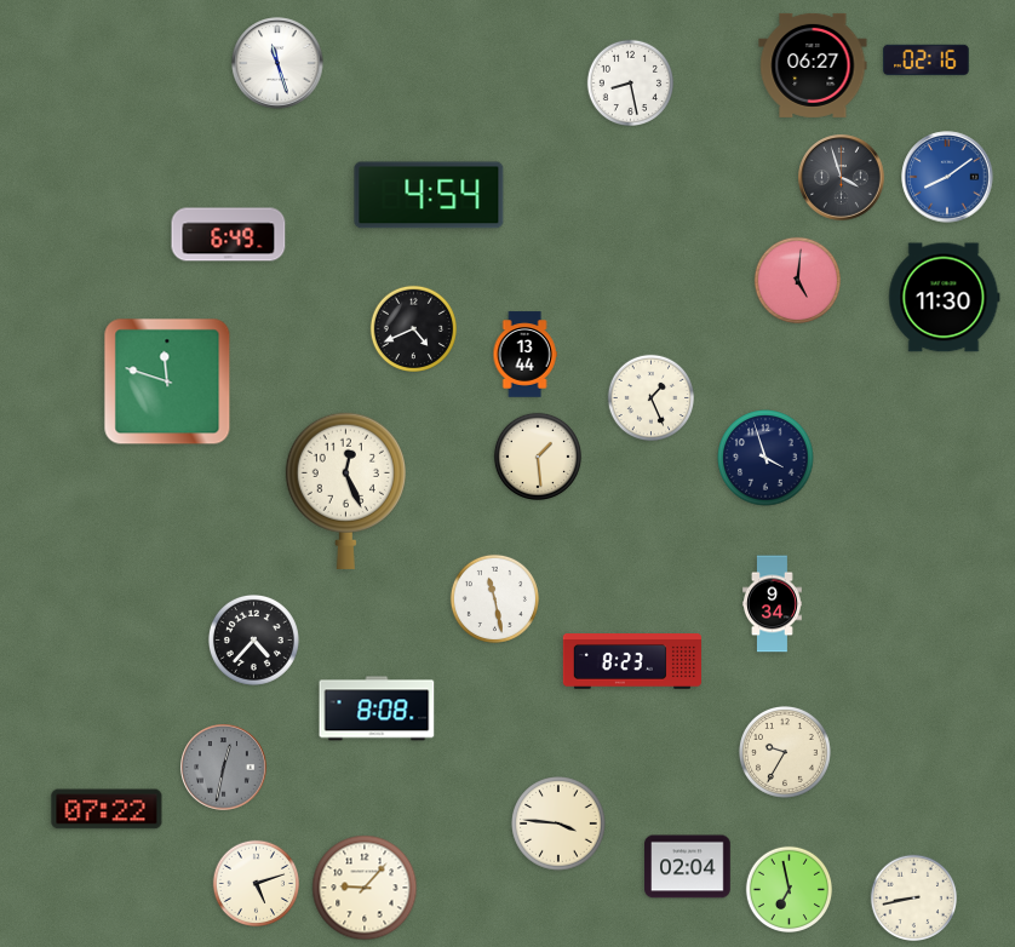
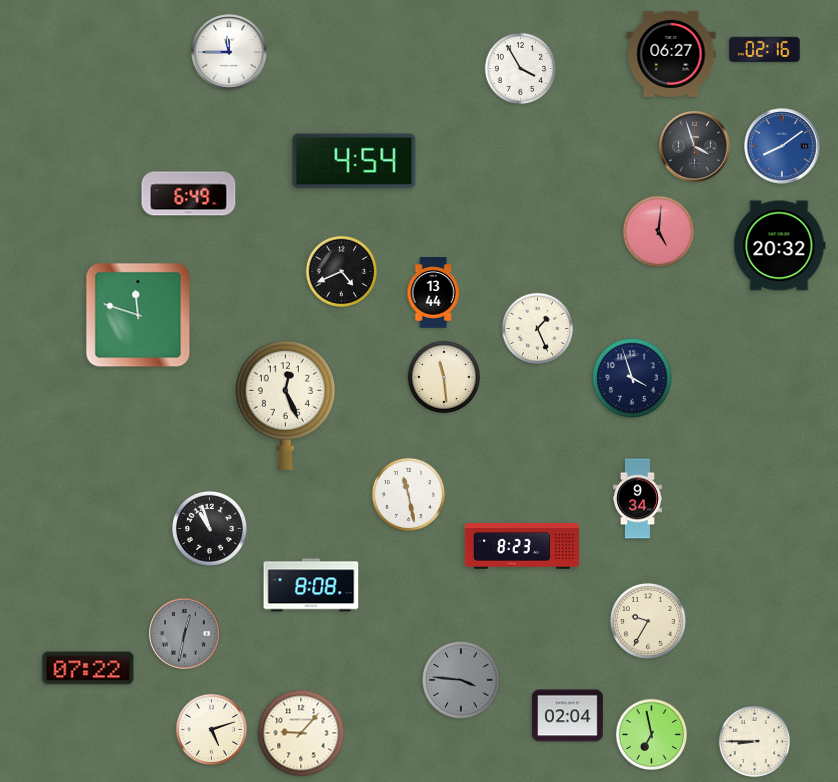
clock at (277, 63): 11:27 -> 11:45
clock at (630, 82): 8:28 -> 3:55
clock at (945, 298): 11:30 -> 20:32
clock at (538, 457): 1:29 -> 11:29
clock at (253, 639): 4:37 -> 10:57
clock at (558, 823) dial: cream -> grey
clock at (913, 897): 8:43 -> 8:45
